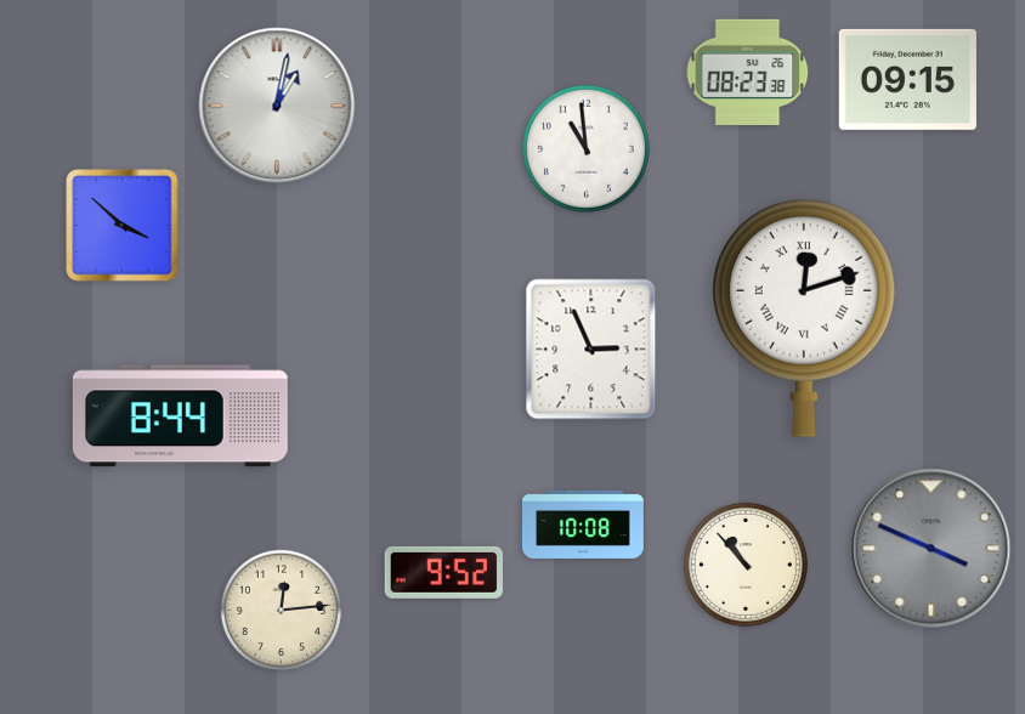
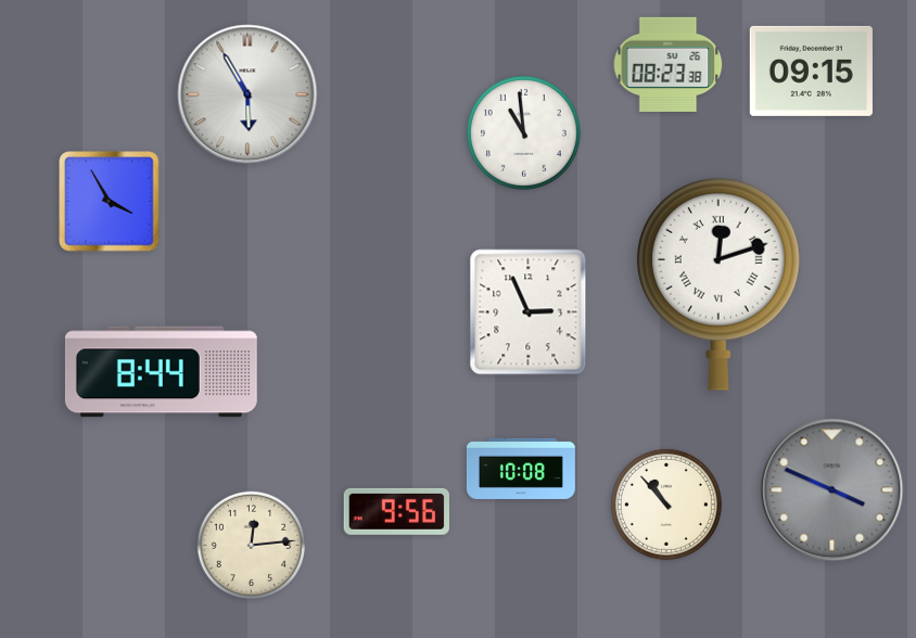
clock at (277, 106): 1:02 -> 5:55
clock at (123, 226): 3:52 -> 3:55
clock at (443, 572): 9:52 -> 9:56
